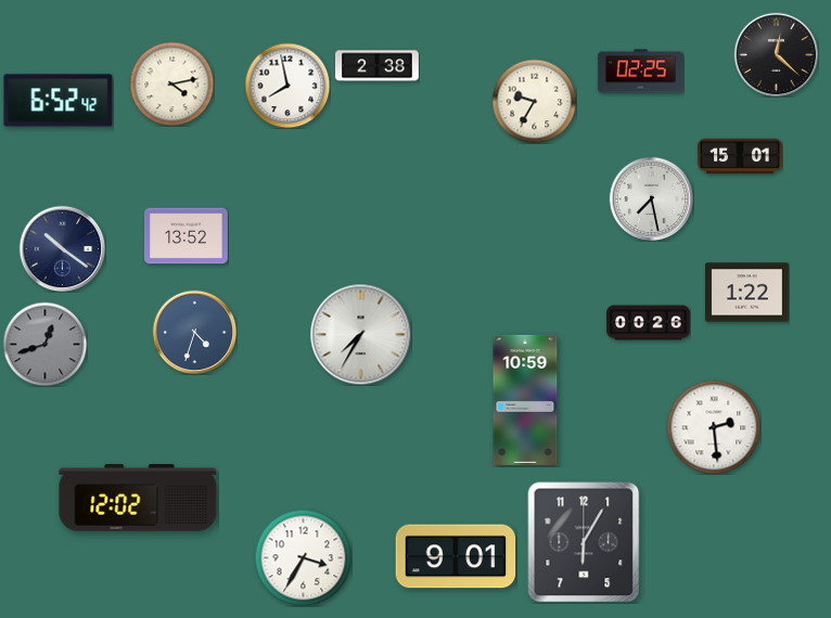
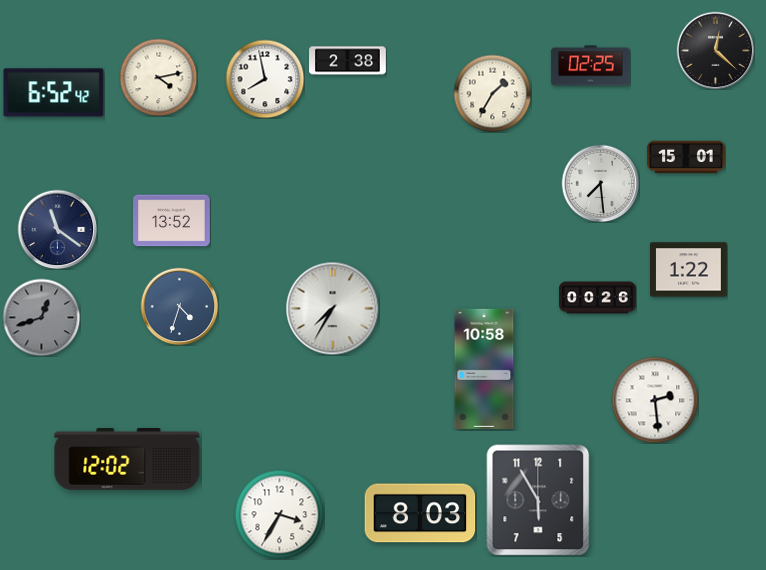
clock at (534, 101): 9:35 -> 1:35
clock at (740, 156) position: (740, 156) -> (686, 157)
clock at (651, 198): 7:28 -> 7:29
clock at (187, 236) position: (187, 236) -> (172, 221)
clock at (62, 248): 10:21 -> 11:21
clock at (525, 400): 10:59 -> 10:58
clock at (714, 427) position: (714, 427) -> (655, 400)
clock at (584, 542): 6:05 -> 5:55
clock at (456, 556): 9:01 -> 8:03
